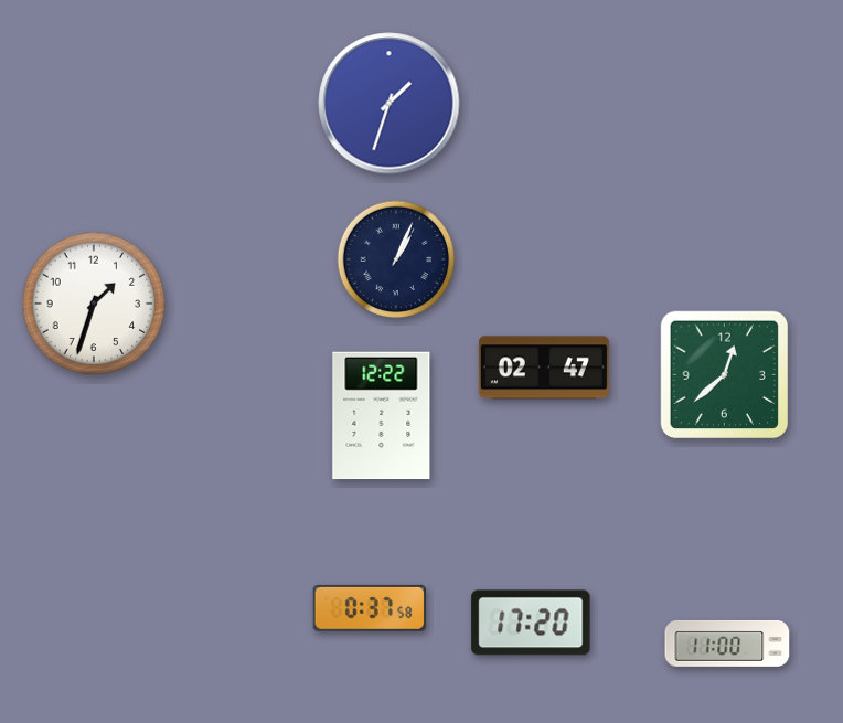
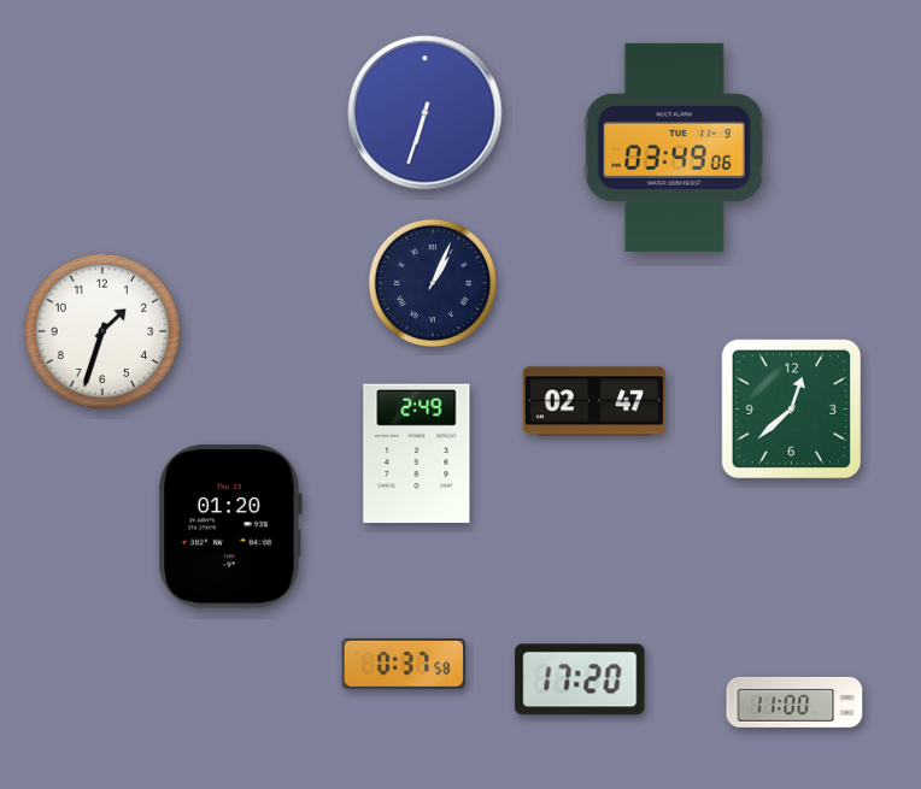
clock at (390, 104): 1:33 -> 6:33
clock at (674, 147): none -> 03:49
clock at (382, 416): 12:22 -> 2:49
clock at (230, 526): none -> 01:20
